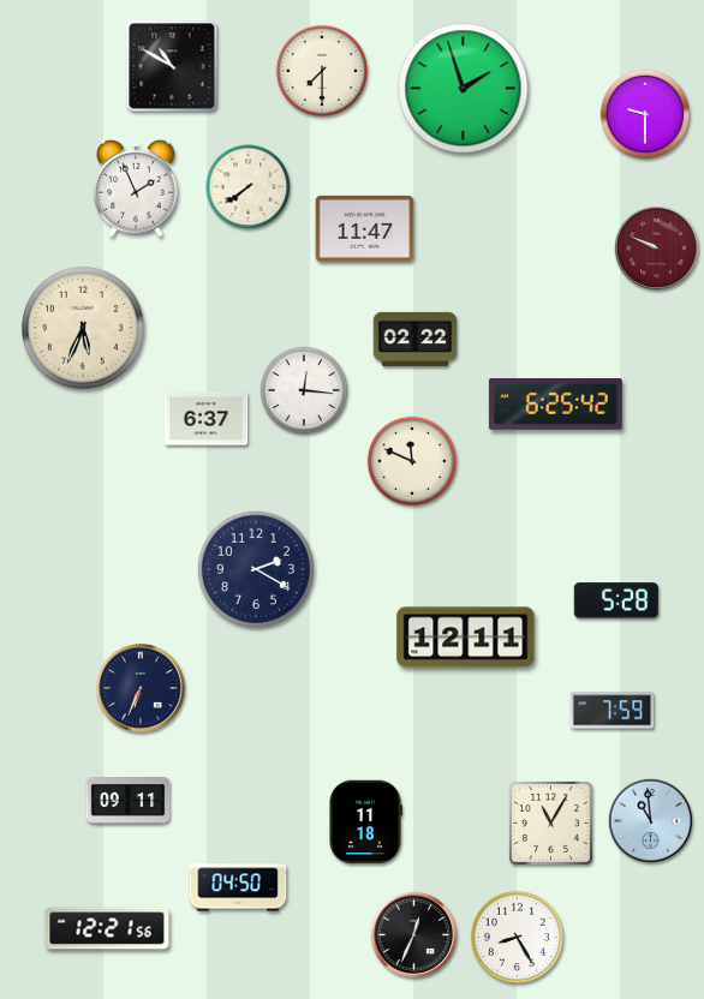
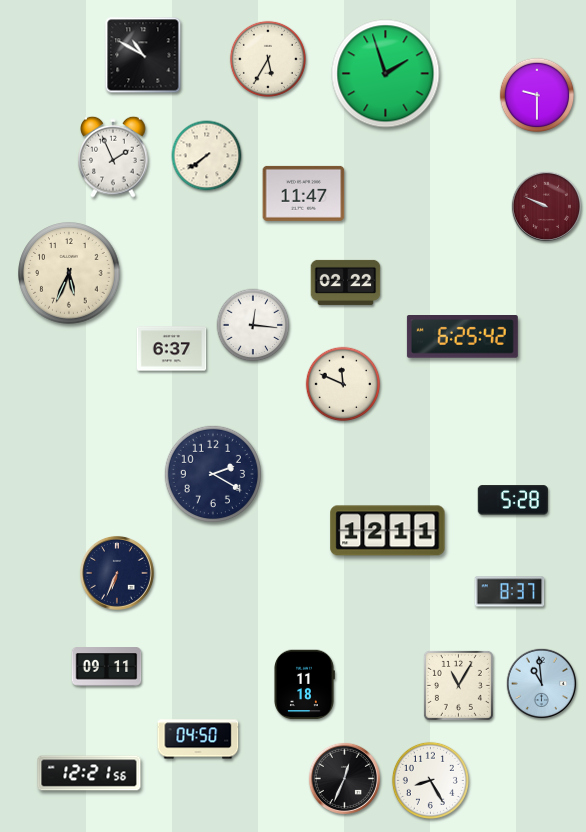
clock at (322, 71): 7:30 -> 5:35
clock at (365, 228) position: (365, 228) -> (304, 193)
clock at (613, 711): 7:59 -> 8:37
